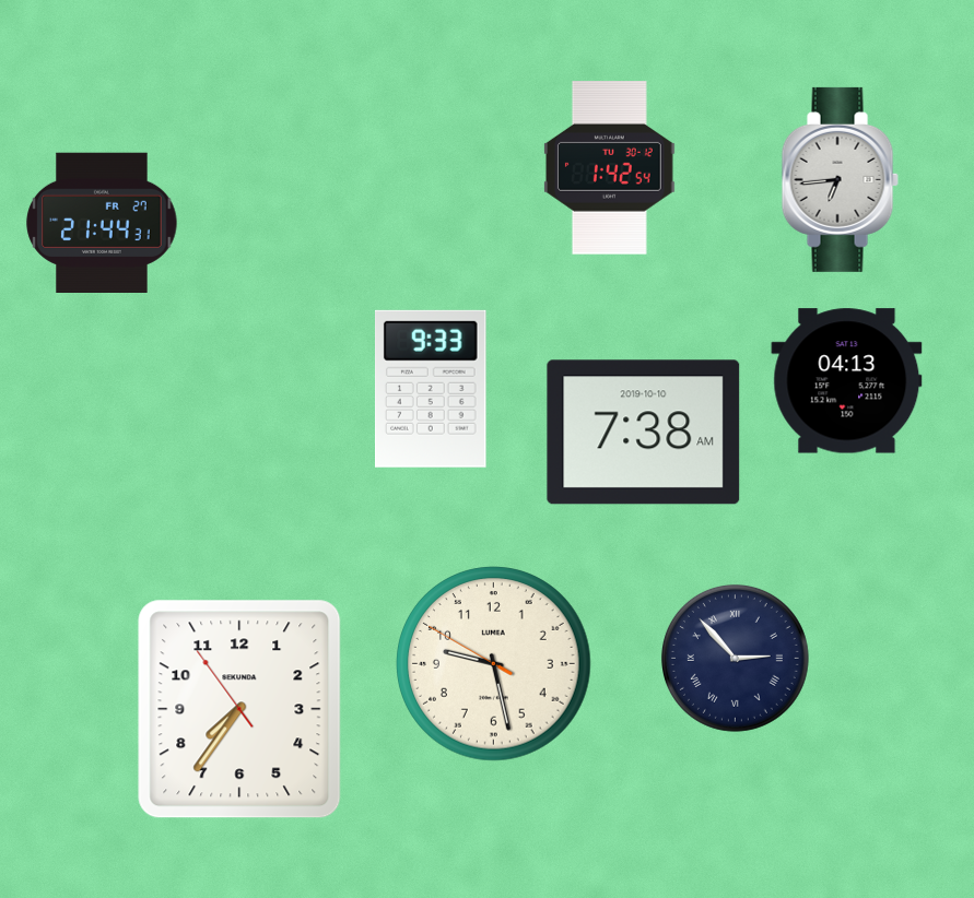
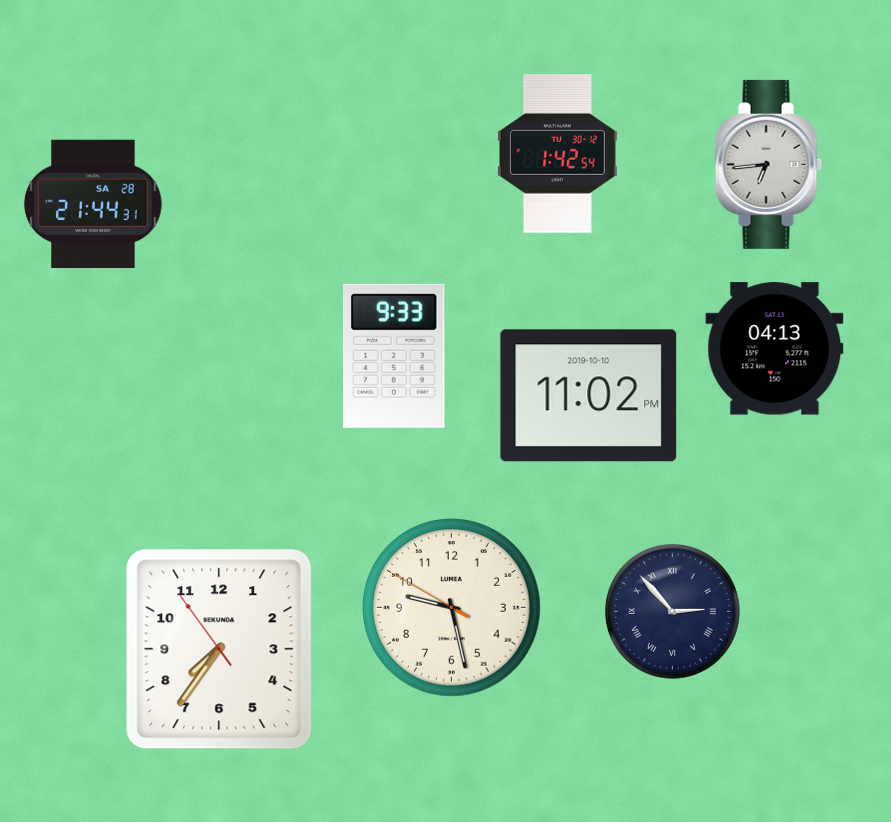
clock at (102, 222) date: FR 27 -> SA 28
clock at (644, 433): 7:38 -> 11:02
clock at (735, 658) position: (735, 658) -> (672, 611)
